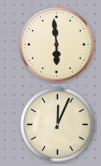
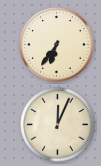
clock at (57, 45): 5:59 -> 6:36
